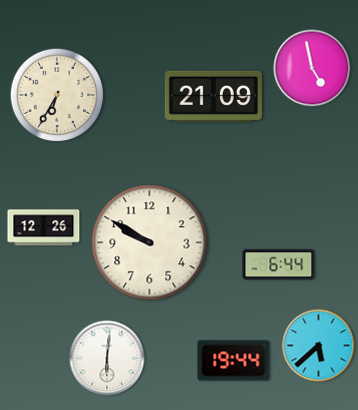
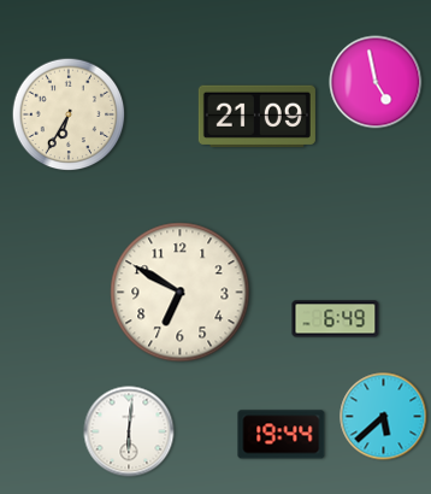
clock at (44, 228): 12:26 -> none
clock at (150, 243): 9:50 -> 6:50
clock at (279, 265): 6:44 -> 6:49
